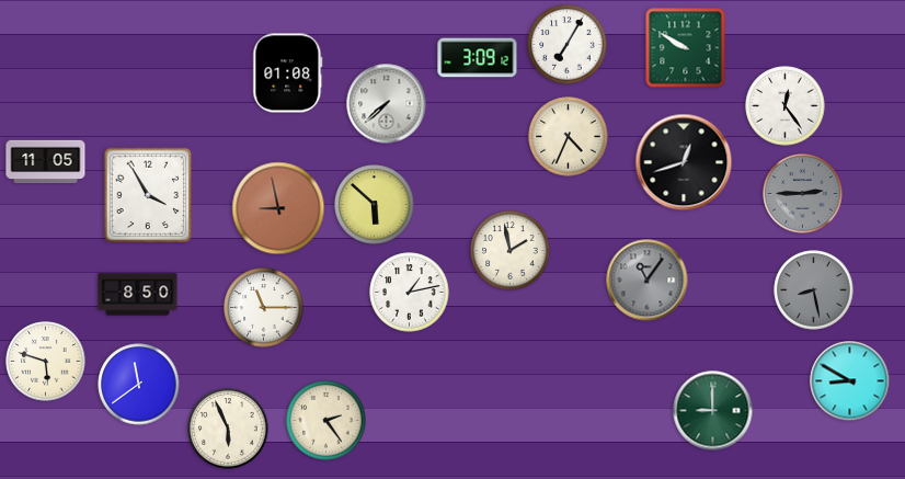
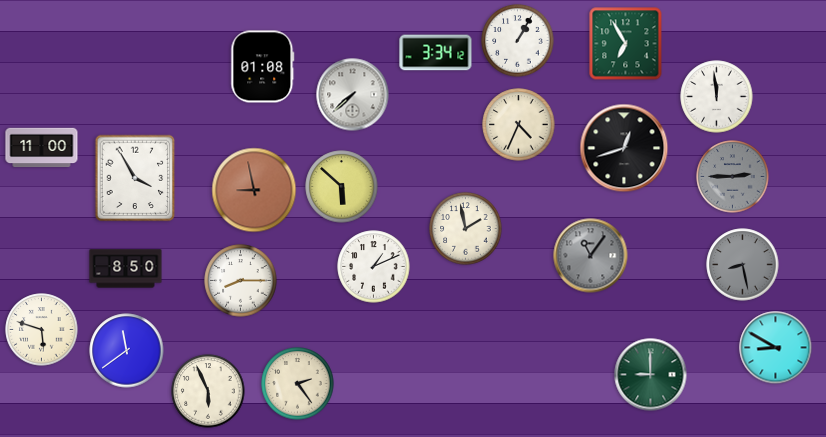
clock at (568, 45): 7:05 -> 1:05
clock at (686, 48): 9:50 -> 6:55
clock at (478, 58): 3:09 -> 3:34
clock at (786, 106): 12:24 -> 11:59
clock at (46, 162): 11:05 -> 11:00
clock at (410, 293): 1:13 -> 1:11
clock at (264, 308): 11:15 -> 8:15
